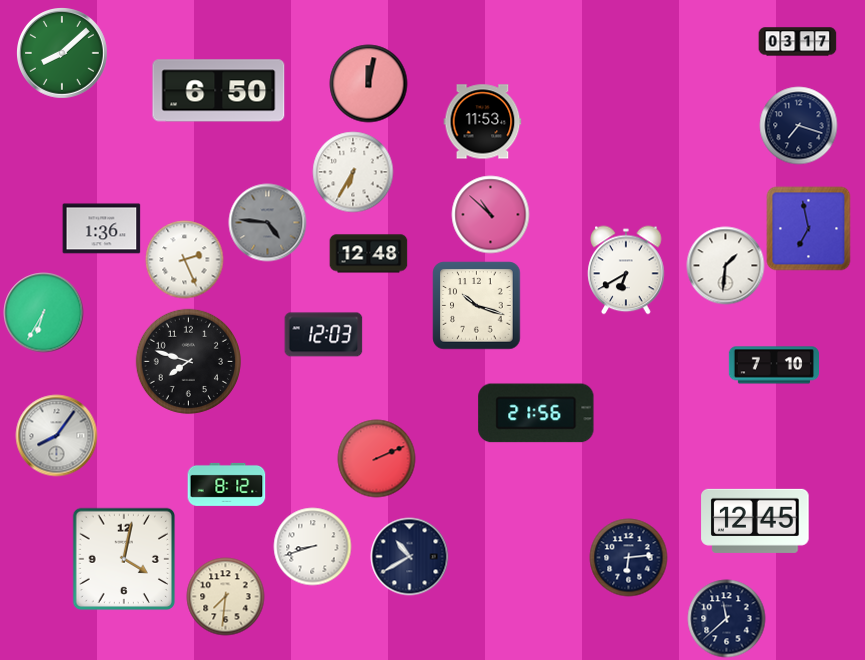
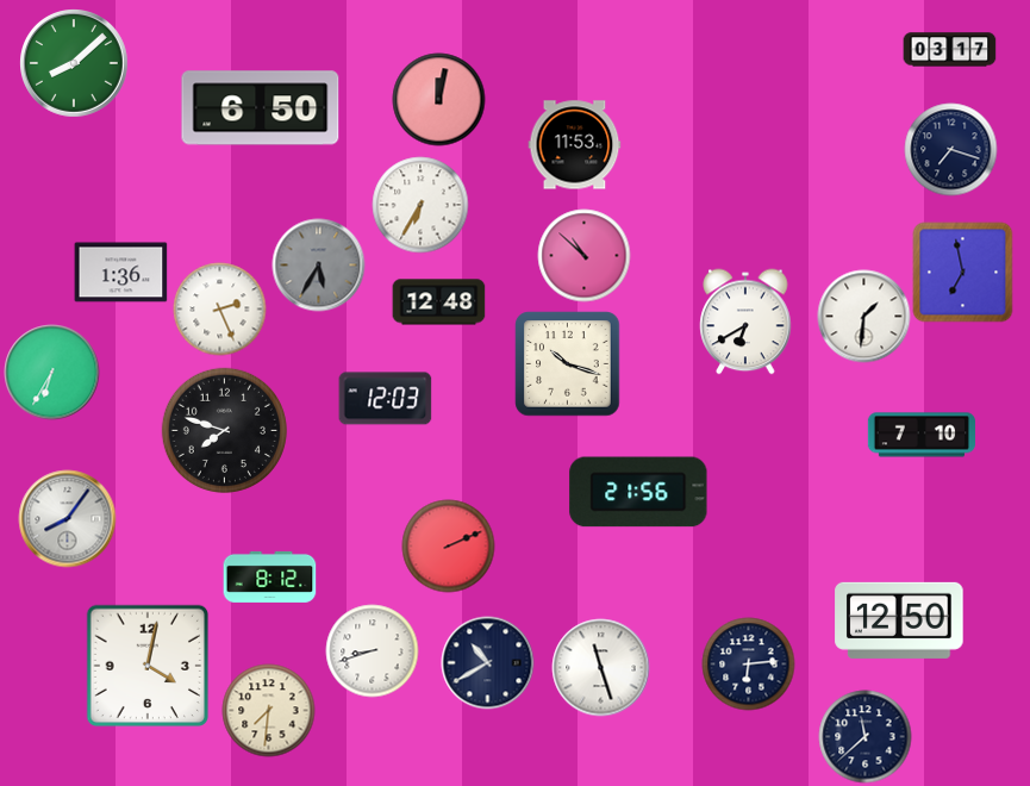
clock at (267, 222): 4:46 -> 5:35
clock at (755, 521): 12:45 -> 12:50
clock at (600, 667): none -> 11:27
